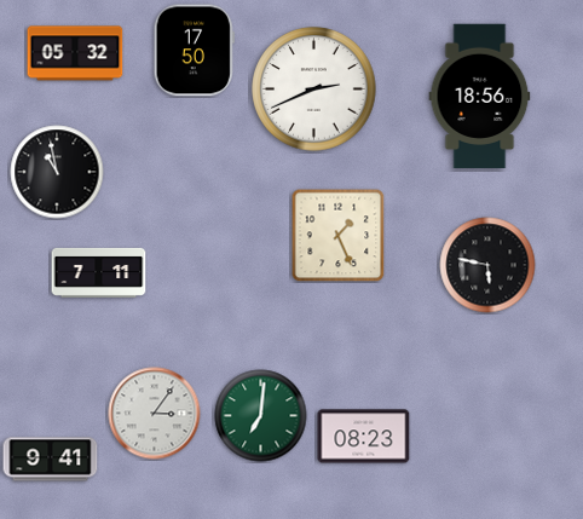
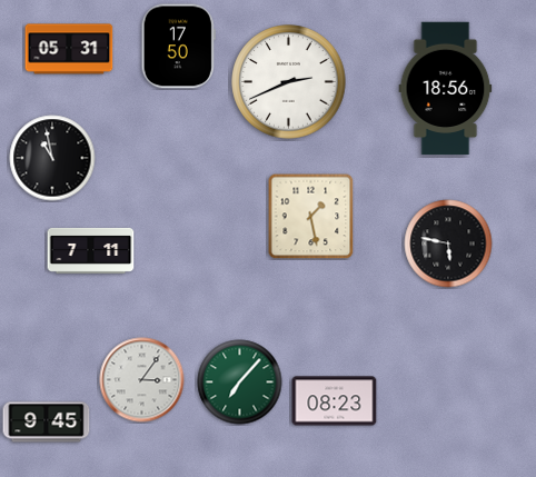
clock at (75, 53): 05:32 -> 05:31
clock at (480, 97) position: (480, 97) -> (446, 89)
clock at (337, 235): 1:26 -> 1:28
clock at (261, 416): 7:01 -> 7:07
clock at (51, 460): 9:41 -> 9:45
